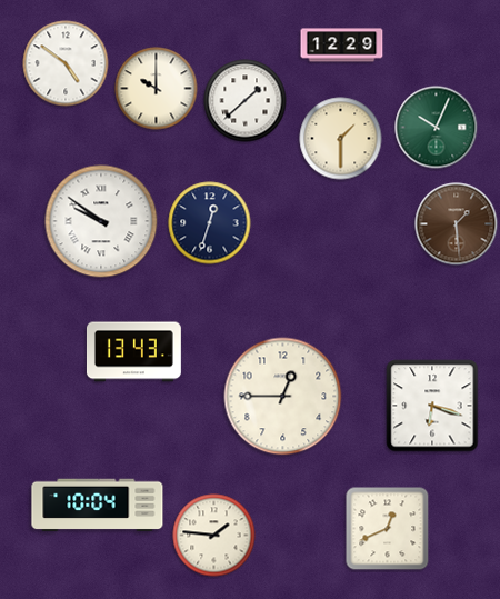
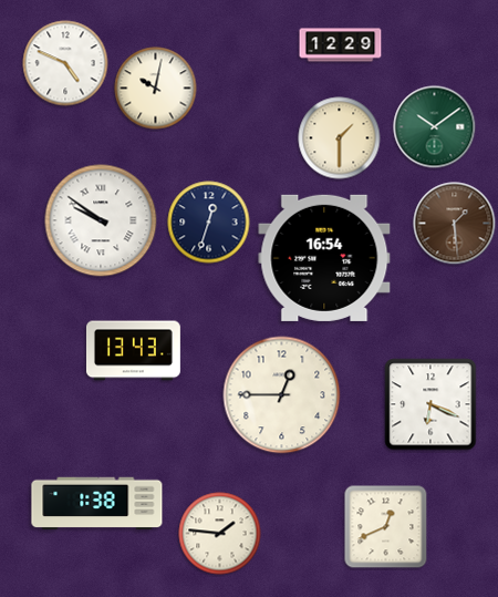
clock at (66, 63): 4:51 -> 4:49
clock at (157, 89): 10:00 -> 10:02
clock at (246, 101): 1:38 -> none
clock at (437, 128): 10:04 -> 10:09
clock at (324, 258): none -> 16:54
clock at (432, 406): 6:18 -> 6:19
clock at (98, 506): 10:04 -> 1:38
clock at (214, 536) position: (214, 536) -> (220, 534)
